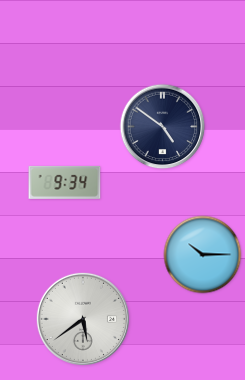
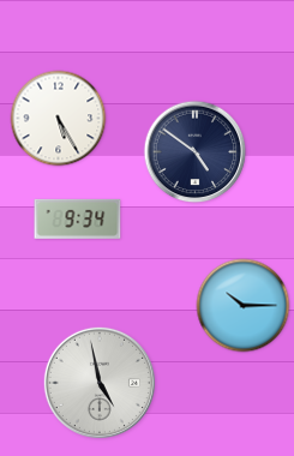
clock at (59, 119): none -> 5:25
clock at (83, 319): 5:39 -> 4:58
